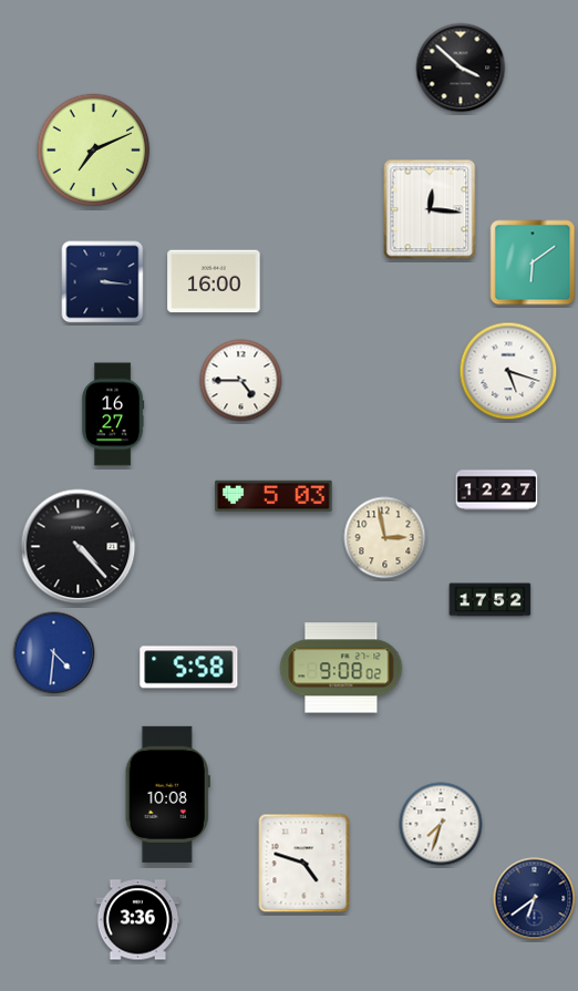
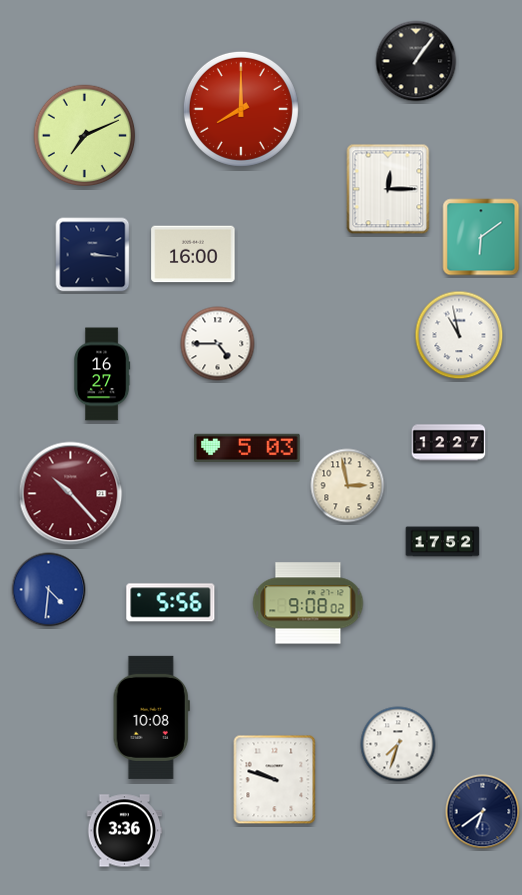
clock at (461, 68): 3:52 -> 1:06
clock at (241, 109): none -> 8:00
clock at (430, 209): 12:16 -> 12:15
clock at (508, 371): 5:18 -> 10:58
clock at (79, 547): 4:23 -> 10:23
clock at (79, 547) dial: black -> burgundy
clock at (189, 668): 5:58 -> 5:56
clock at (305, 864): 4:48 -> 9:48
